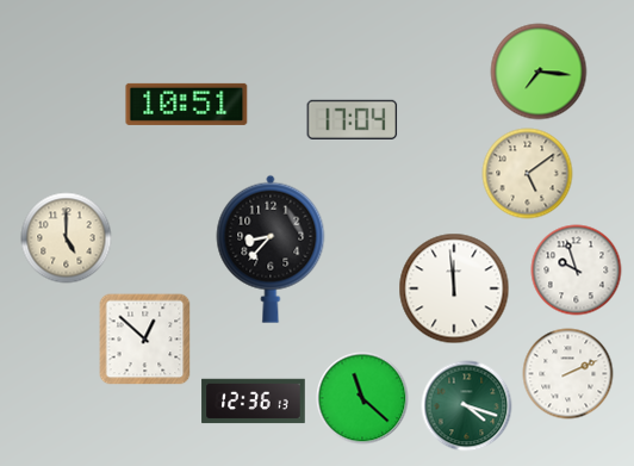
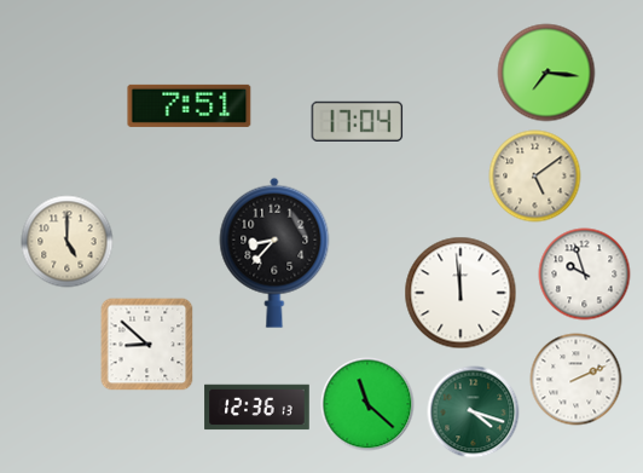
clock at (187, 104): 10:51 -> 7:51
clock at (145, 340): 12:52 -> 8:52
